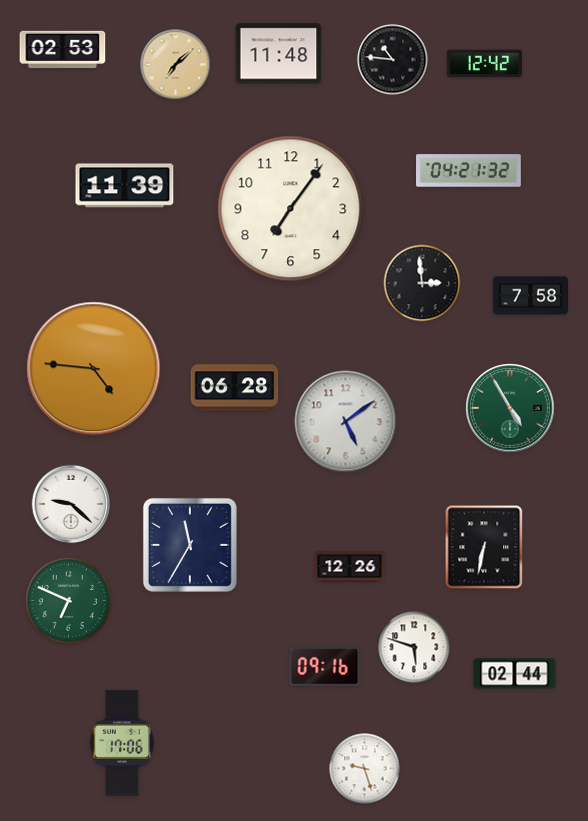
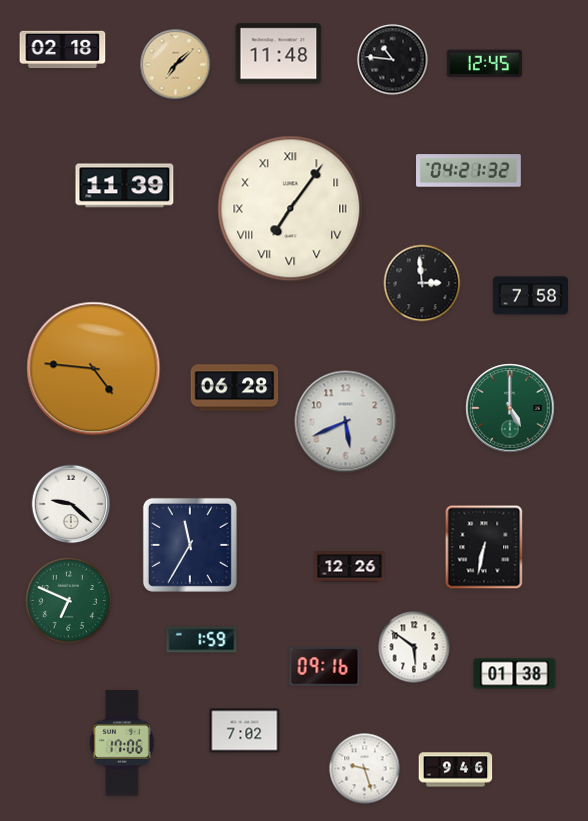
clock at (63, 50): 02:53 -> 02:18
clock at (484, 64): 12:42 -> 12:45
clock at (291, 209) numerals: Arabic -> Roman
clock at (510, 408): 4:55 -> 5:00
clock at (346, 422): 5:09 -> 5:41
clock at (202, 640): none -> 1:59
clock at (414, 647): 5:48 -> 5:51
clock at (515, 674): 02:44 -> 01:38
clock at (245, 731): none -> 7:02
clock at (456, 770): none -> 9:46
